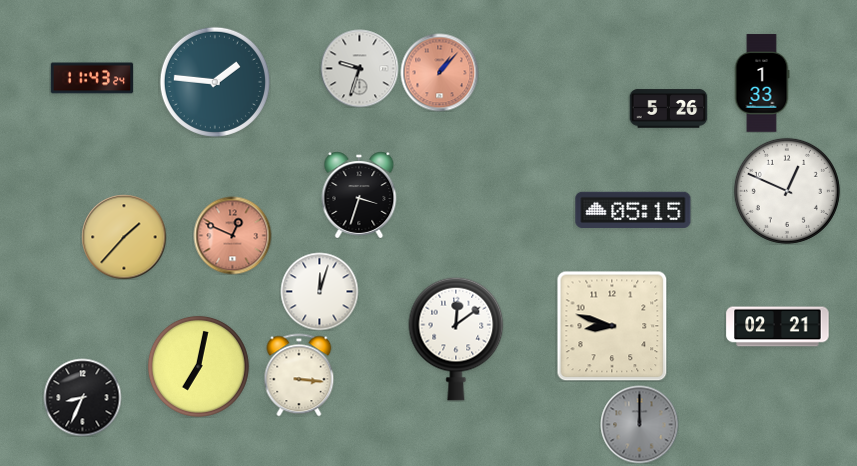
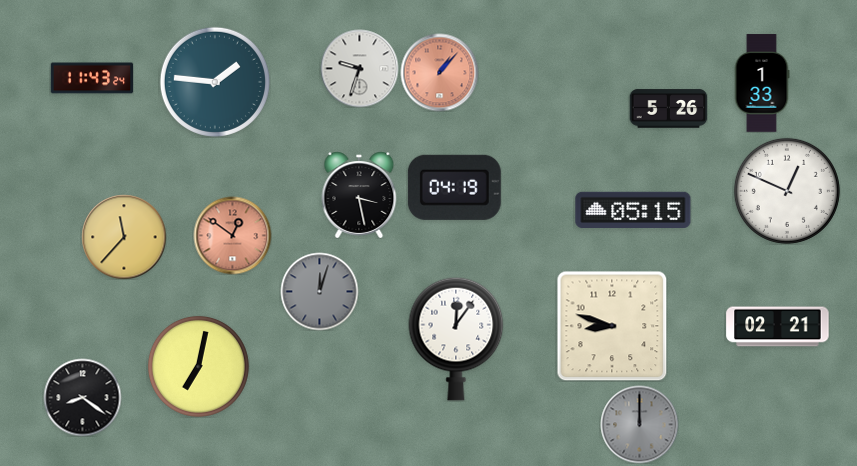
clock at (454, 187): none -> 04:19
clock at (359, 195): 3:33 -> 3:28
clock at (232, 235): 12:49 -> 12:51
clock at (124, 237): 1:37 -> 11:37
clock at (319, 291) dial: white -> grey
clock at (456, 339): 12:09 -> 12:06
clock at (299, 375): 3:16 -> none
clock at (82, 397): 8:34 -> 8:21
